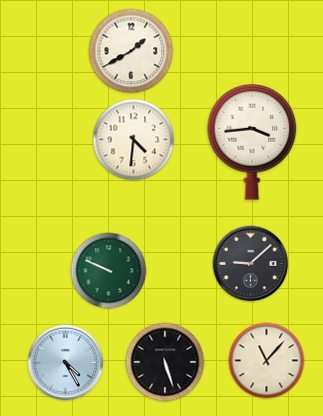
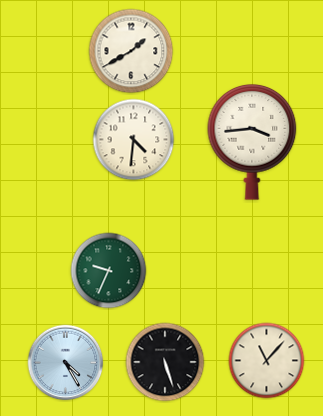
clock at (251, 264): 9:08 -> none
clock at (109, 271): 9:49 -> 9:34
